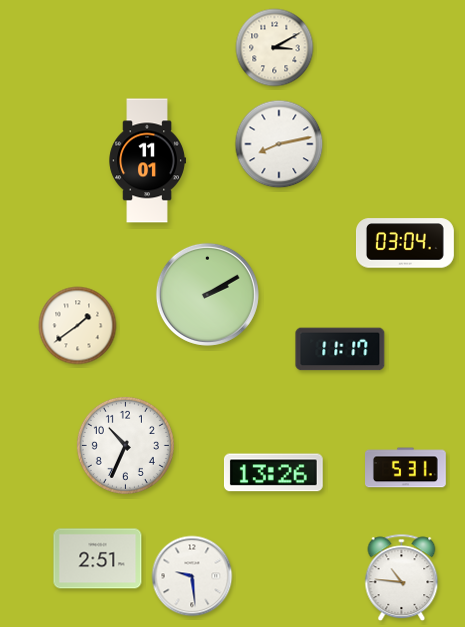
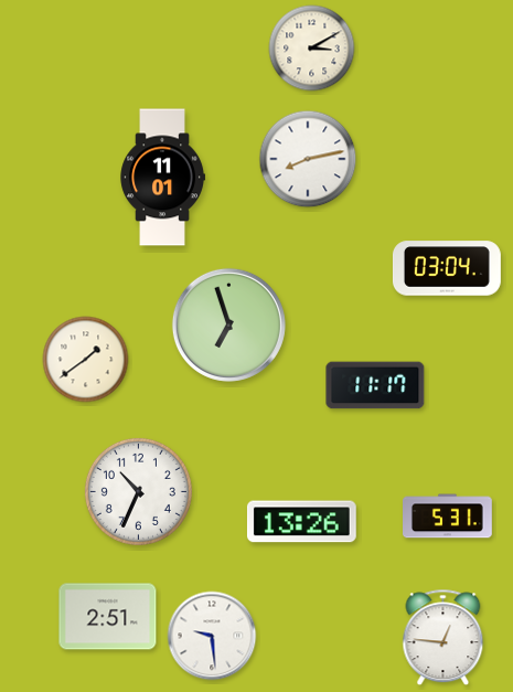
clock at (275, 48) position: (275, 48) -> (312, 49)
clock at (207, 294): 2:10 -> 6:57
clock at (402, 578): 10:46 -> 12:46
